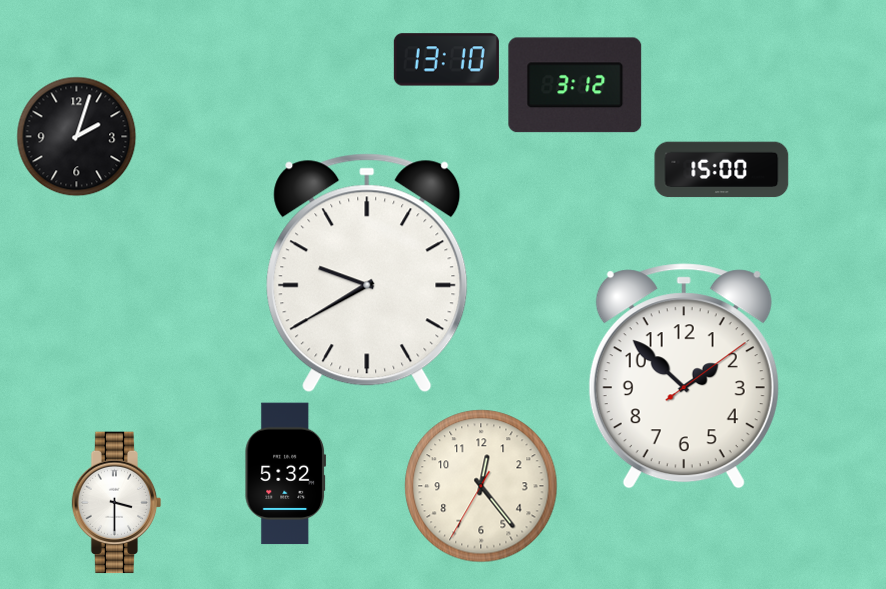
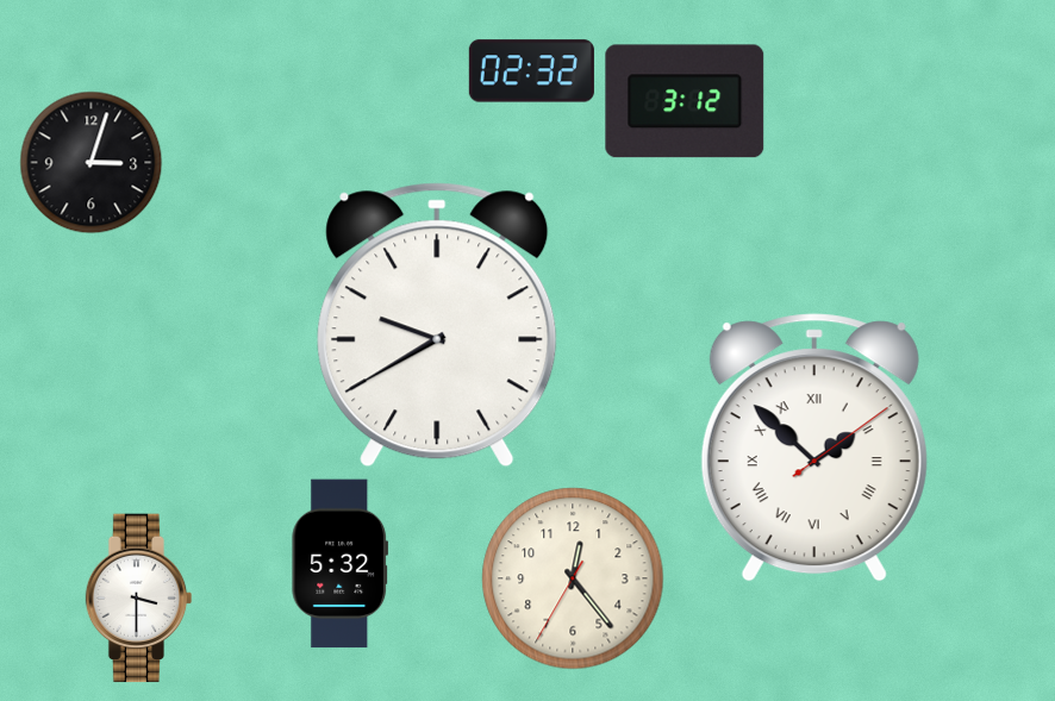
clock at (446, 60): 13:10 -> 02:32
clock at (77, 137): 2:03 -> 3:03
clock at (722, 170): 15:00 -> none
clock at (684, 376) numerals: Arabic -> Roman
